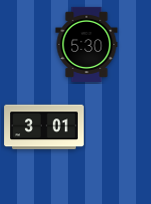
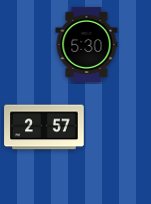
clock at (44, 127): 3:01 -> 2:57
